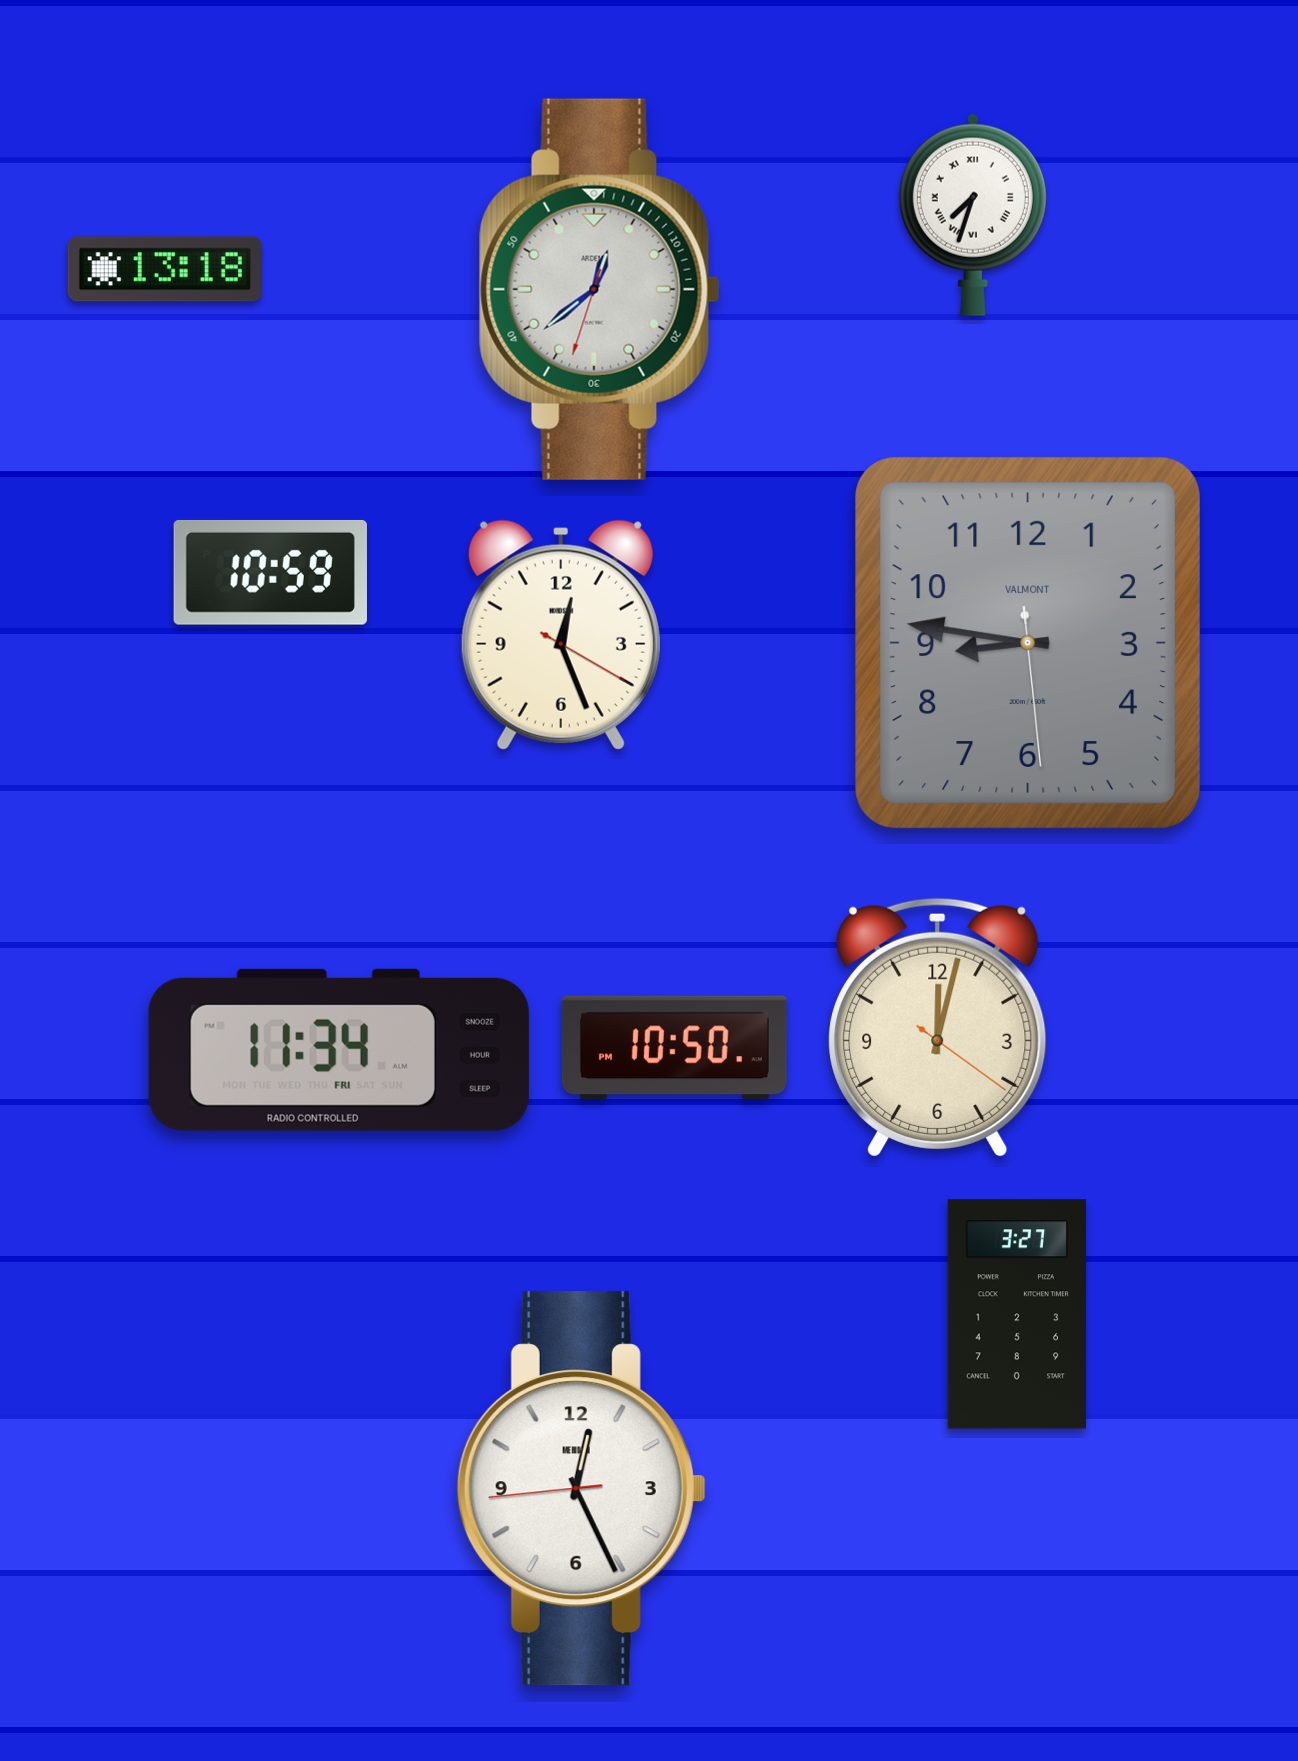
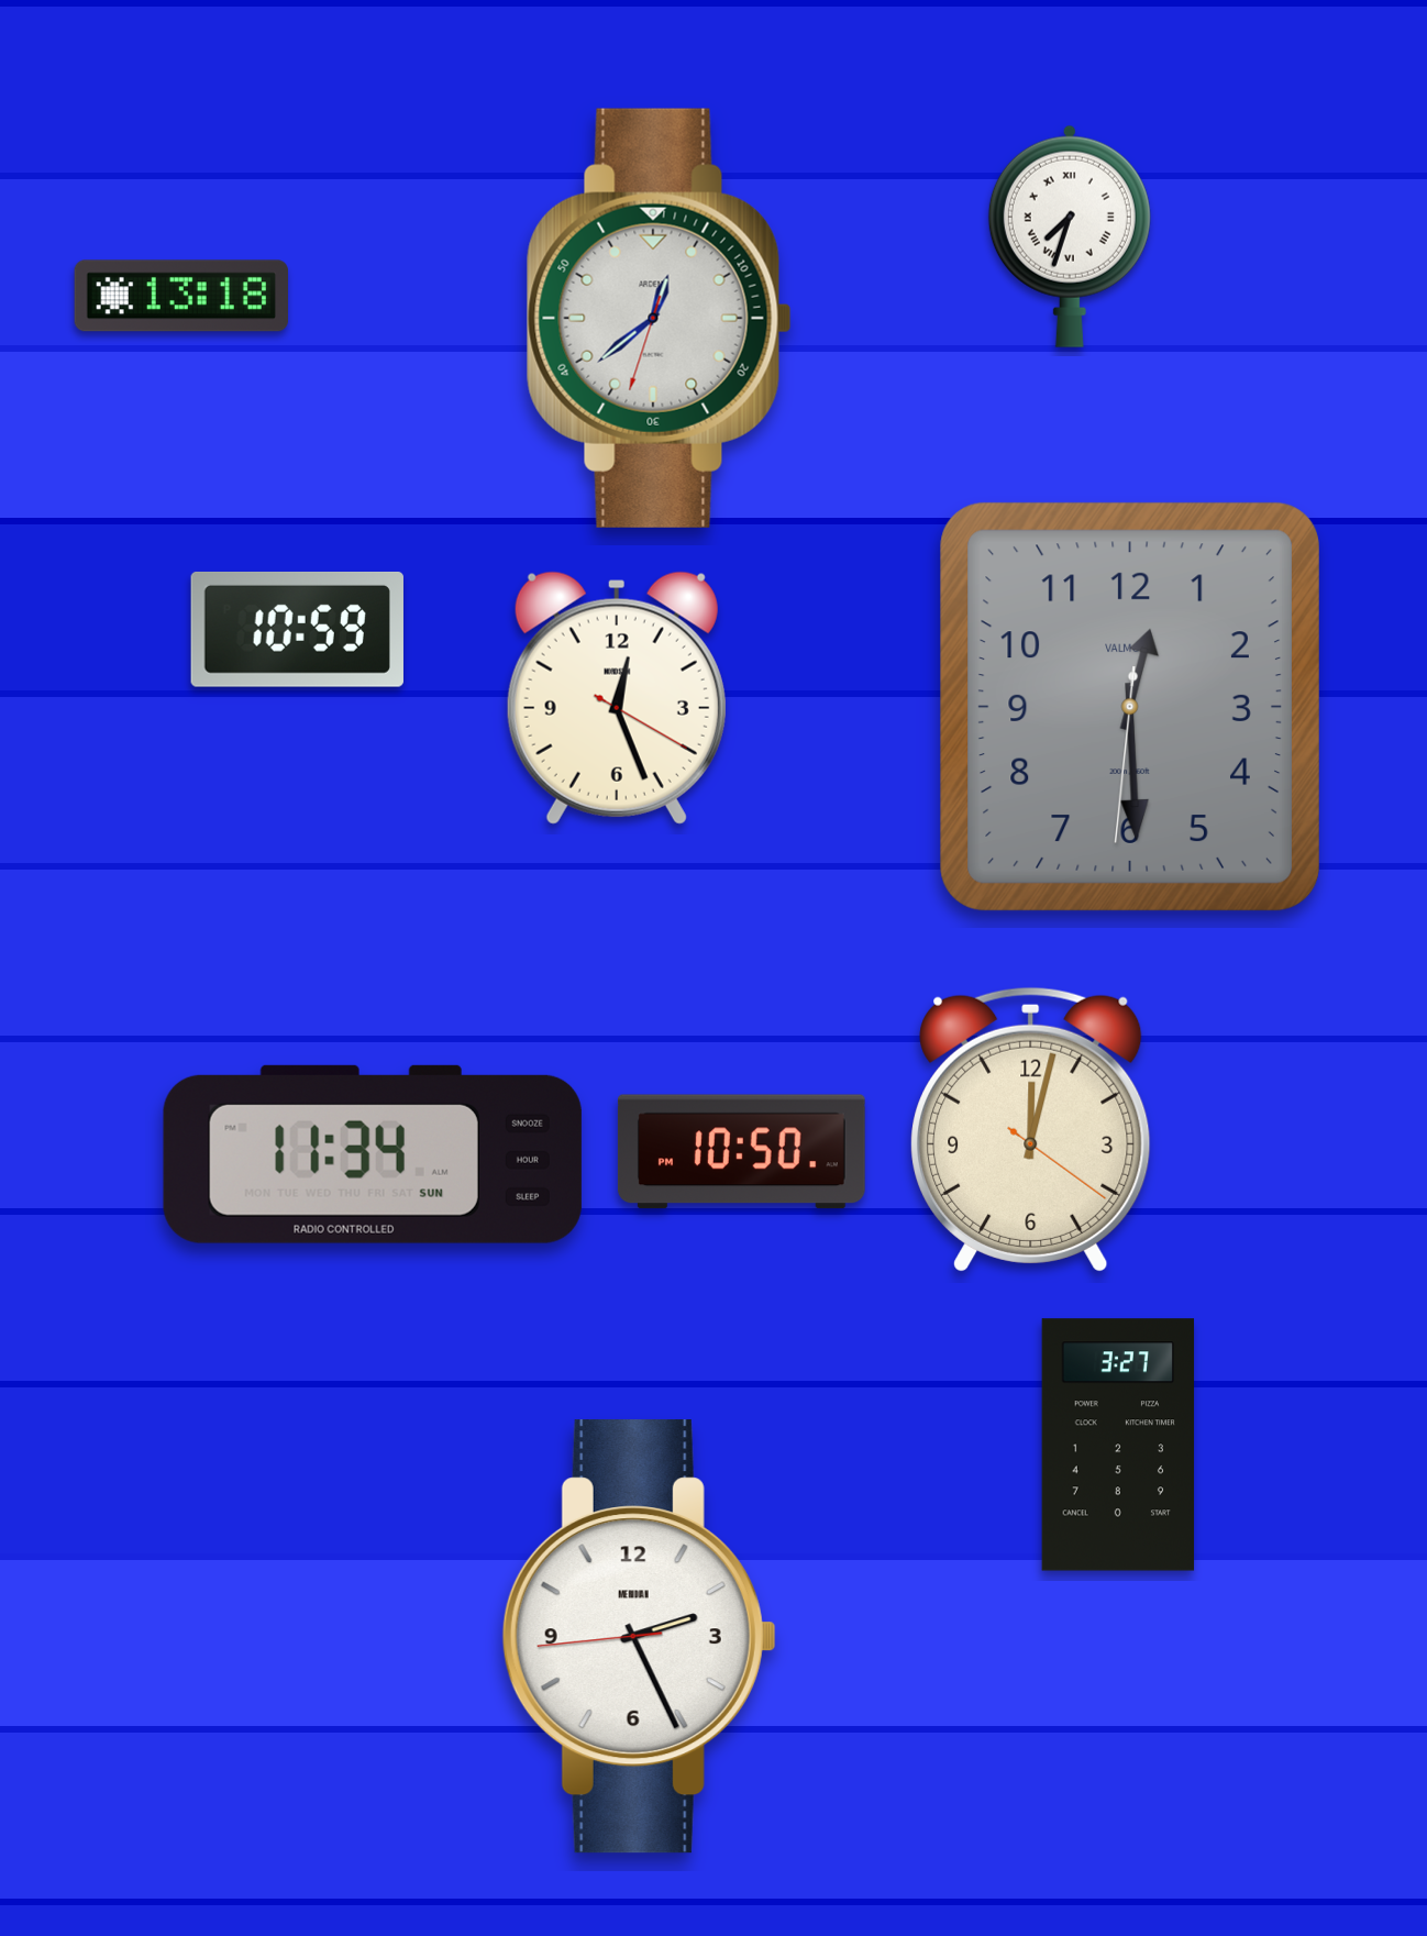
clock at (1028, 643): 8:46 -> 12:29
clock at (339, 1050) date: FRI -> SUN
clock at (581, 1489): 12:25 -> 2:25
